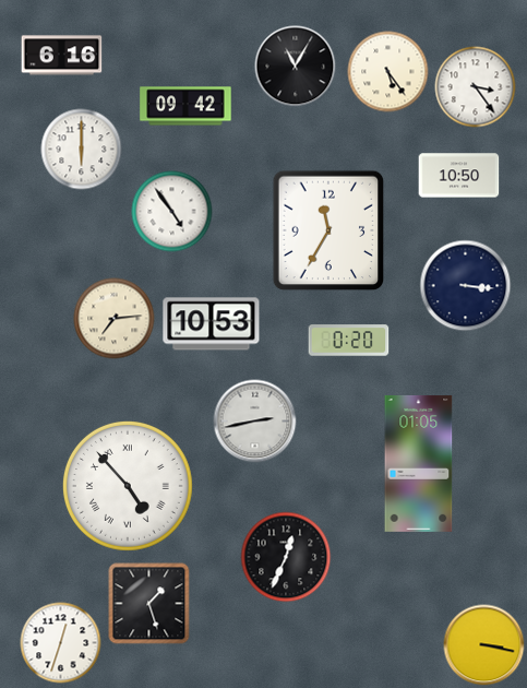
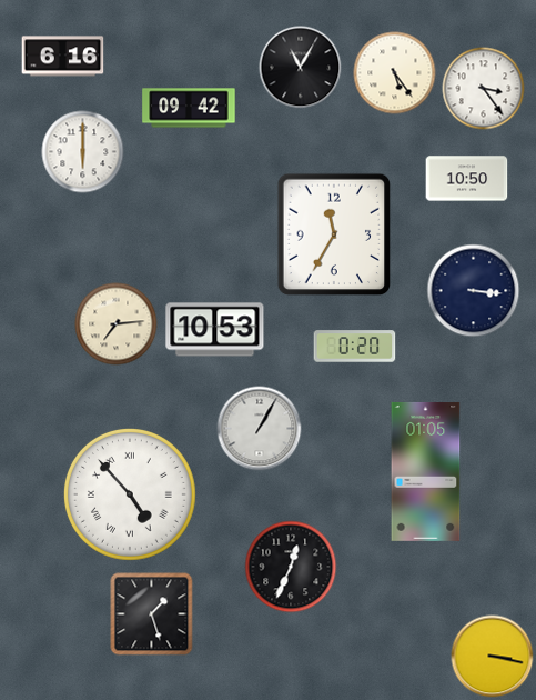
clock at (172, 212): 4:54 -> none
clock at (255, 422): 2:43 -> 1:05
clock at (61, 643): 12:33 -> none
